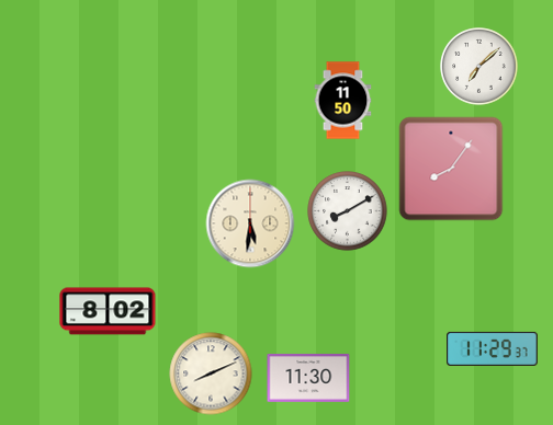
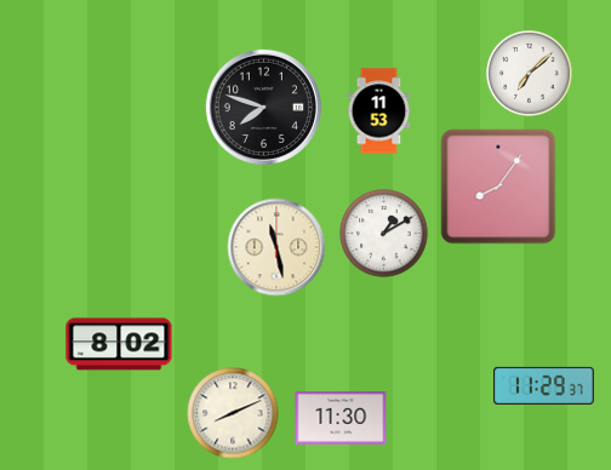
clock at (263, 107): none -> 7:48
clock at (343, 101): 11:50 -> 11:53
clock at (348, 211): 8:10 -> 1:10
clock at (250, 223): 5:31 -> 11:28
